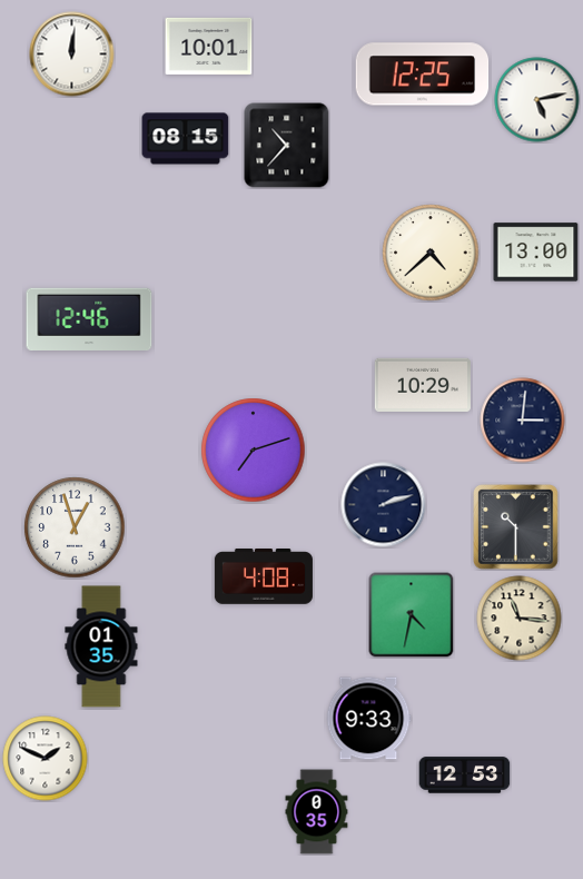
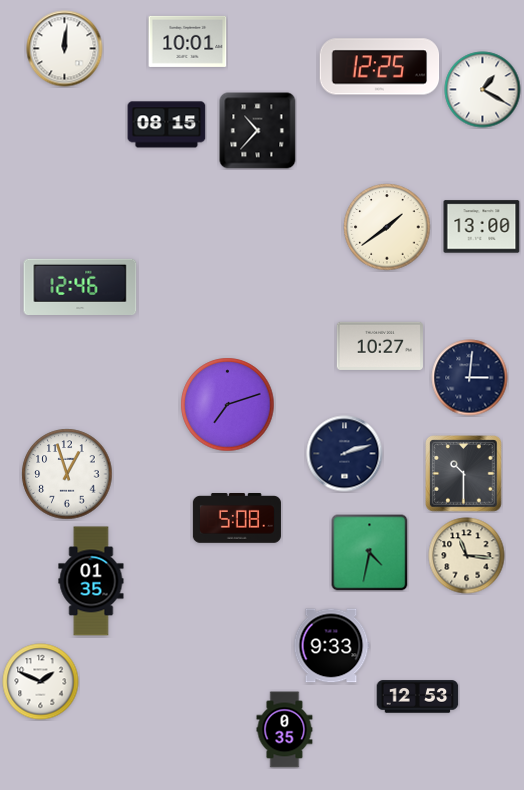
clock at (537, 100): 5:13 -> 1:20
clock at (431, 253): 4:38 -> 1:39
clock at (423, 385): 10:29 -> 10:27
clock at (264, 577): 4:08 -> 5:08
